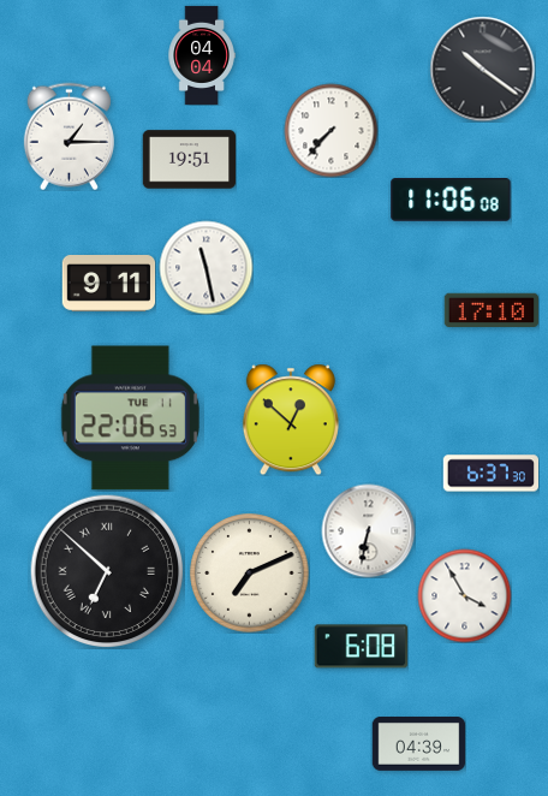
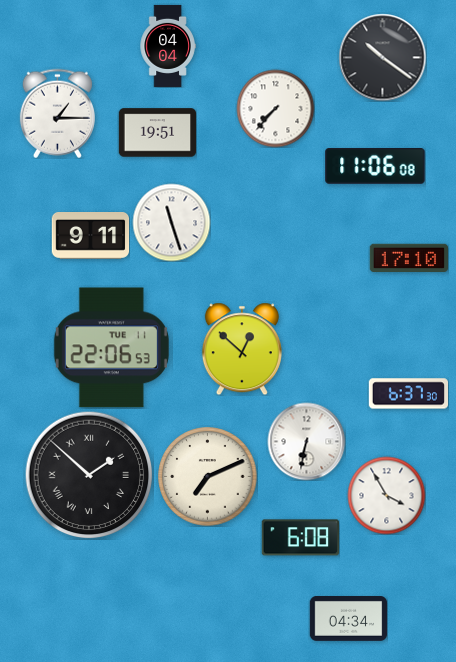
clock at (482, 69) position: (482, 69) -> (382, 57)
clock at (205, 267): 11:28 -> 11:27
clock at (130, 418) position: (130, 418) -> (111, 348)
clock at (107, 571): 6:52 -> 1:52
clock at (418, 744): 04:39 -> 04:34
